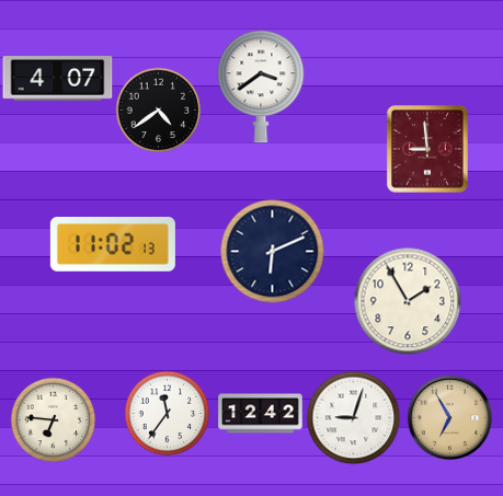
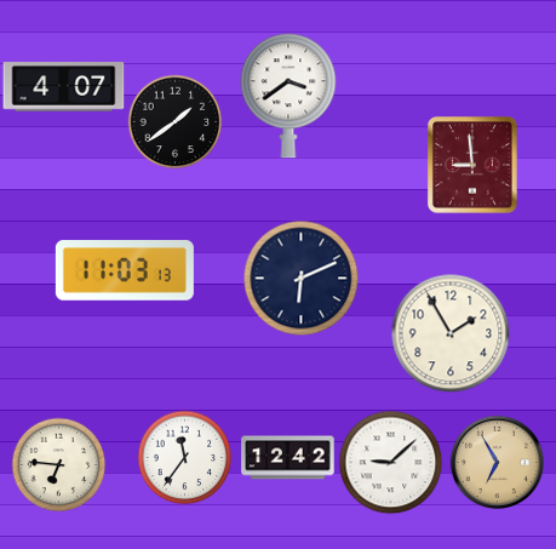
clock at (158, 109): 4:39 -> 1:39
clock at (113, 245): 11:02 -> 11:03
clock at (353, 417): 9:03 -> 9:08
